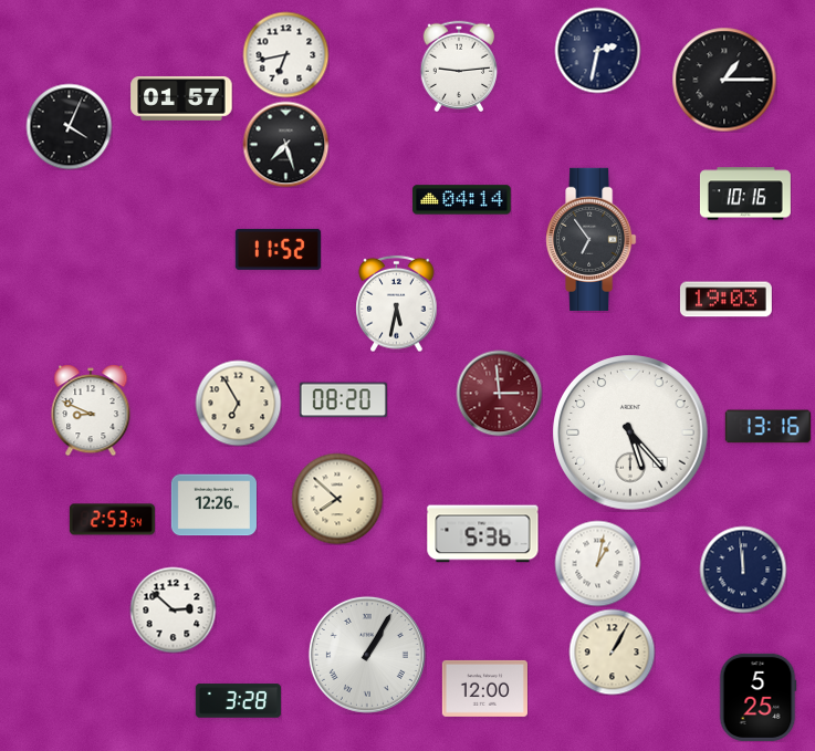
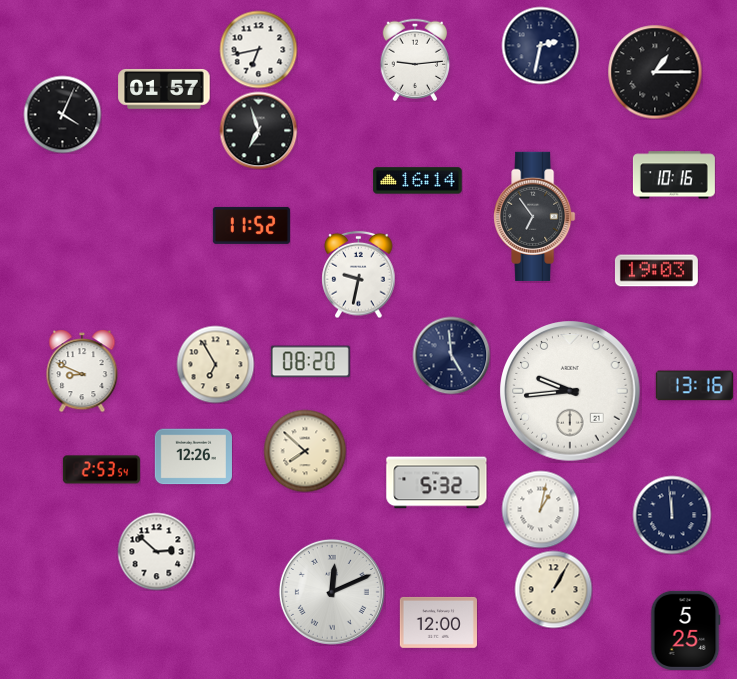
clock at (285, 144): 7:27 -> 6:57
clock at (462, 200): 04:14 -> 16:14
clock at (397, 303): 5:32 -> 9:32
clock at (499, 393): 2:59 -> 4:59
clock at (499, 393) dial: burgundy -> navy
clock at (630, 432): 5:23 -> 9:44
clock at (483, 534): 5:36 -> 5:32
clock at (367, 655): 1:05 -> 12:11
clock at (238, 701): 3:28 -> none
